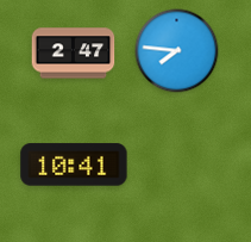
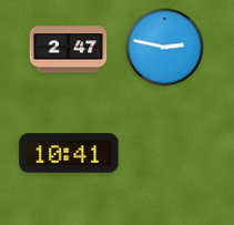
clock at (177, 51): 7:46 -> 2:47
